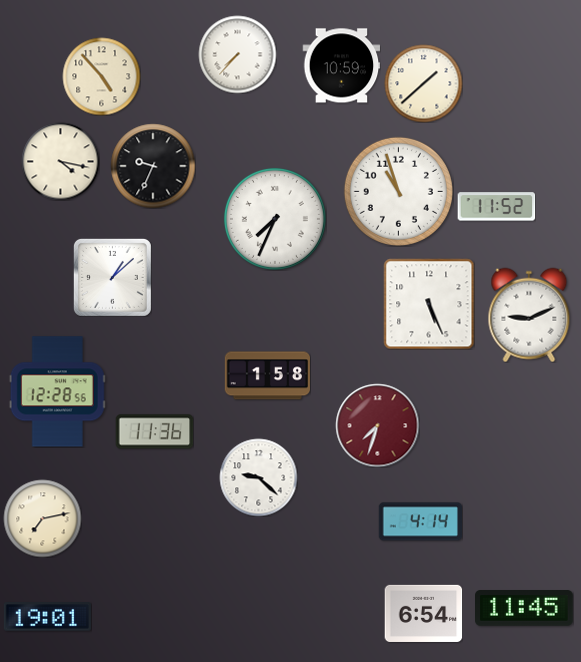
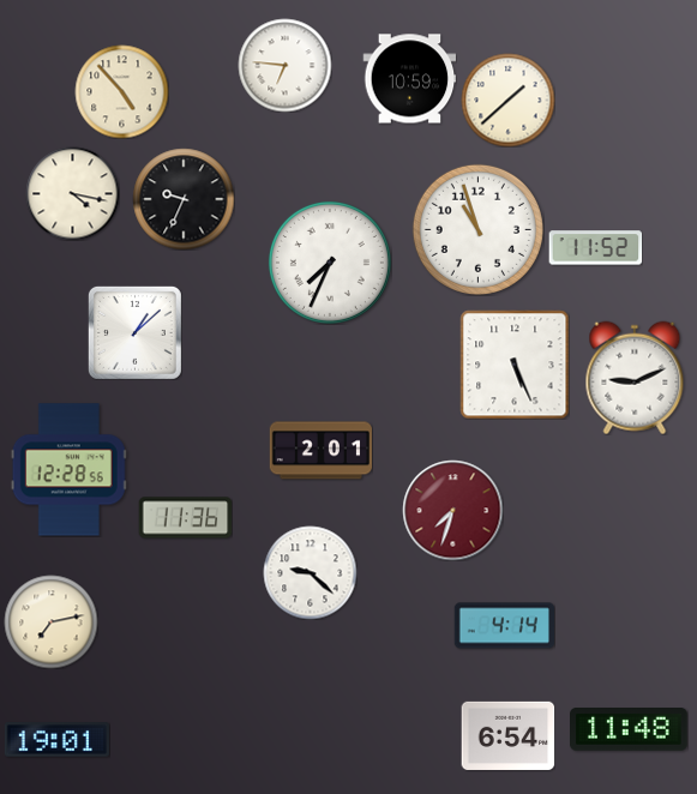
clock at (237, 54): 7:37 -> 6:46
clock at (267, 376): 1:58 -> 2:01
clock at (525, 609): 11:45 -> 11:48
